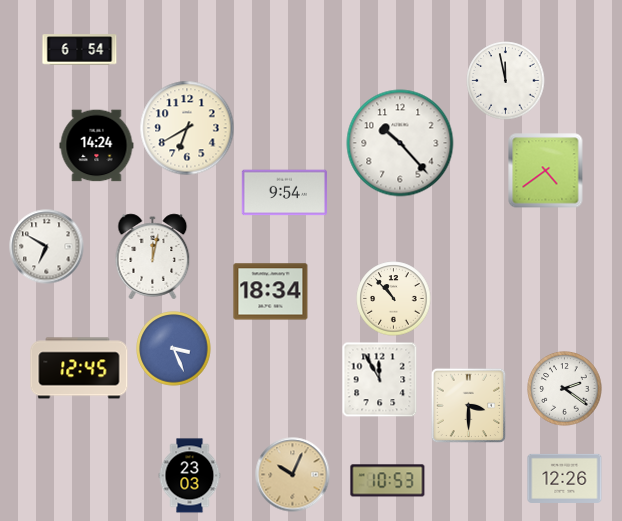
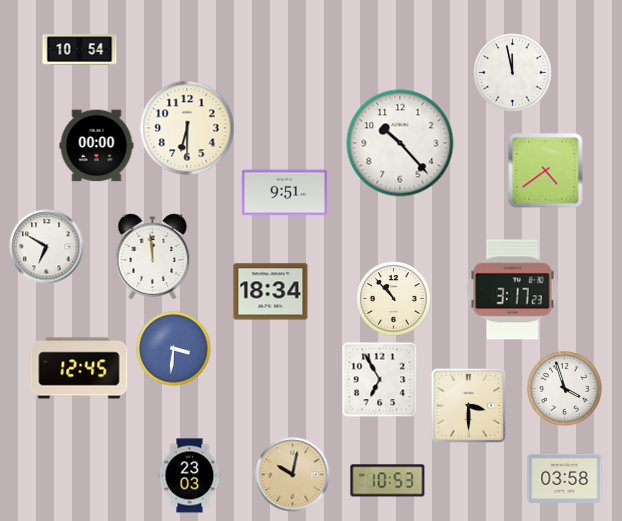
clock at (80, 50): 6:54 -> 10:54
clock at (506, 81) position: (506, 81) -> (513, 73)
clock at (187, 128): 6:40 -> 6:30
clock at (97, 146): 14:24 -> 00:00
clock at (284, 193): 9:54 -> 9:51
clock at (153, 257): 12:02 -> 11:59
clock at (513, 290): none -> 3:17
clock at (174, 349): 3:26 -> 3:31
clock at (380, 380): 11:55 -> 6:55
clock at (565, 389): 2:21 -> 3:57
clock at (293, 475): 10:04 -> 10:02
clock at (565, 478): 12:26 -> 03:58
